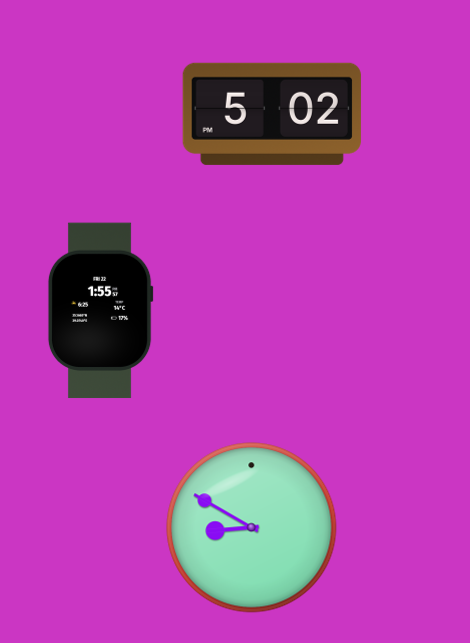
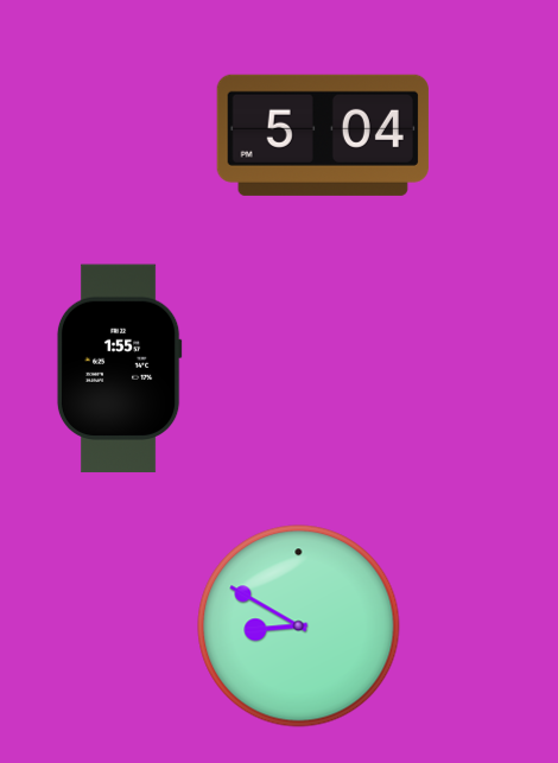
clock at (272, 114): 5:02 -> 5:04
